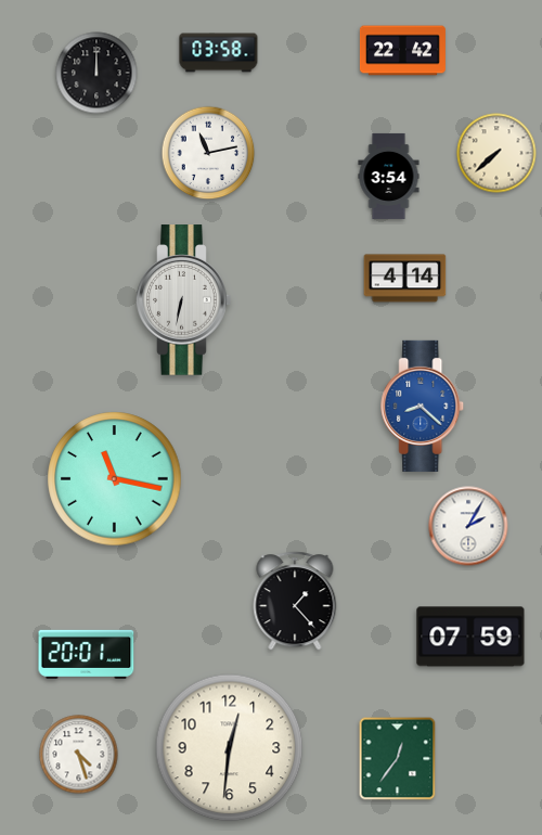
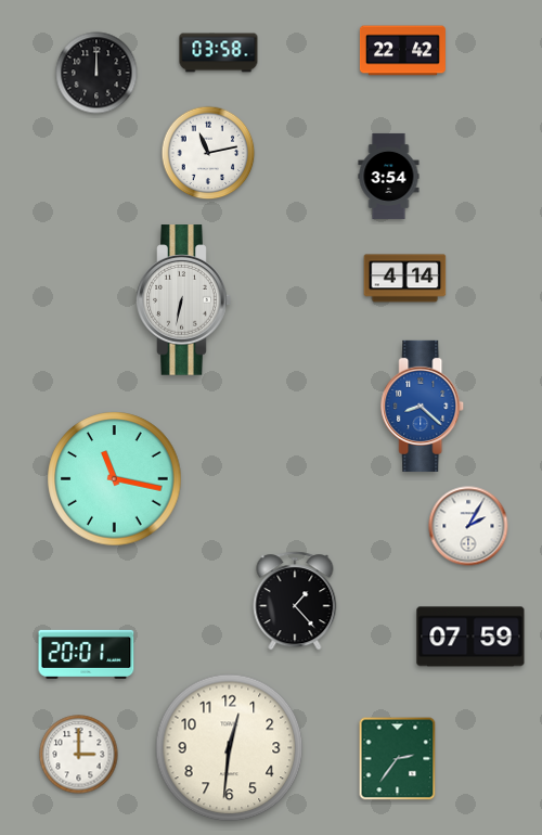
clock at (496, 153): 7:38 -> none
clock at (79, 755): 4:27 -> 3:00
clock at (398, 759): 12:36 -> 2:36
